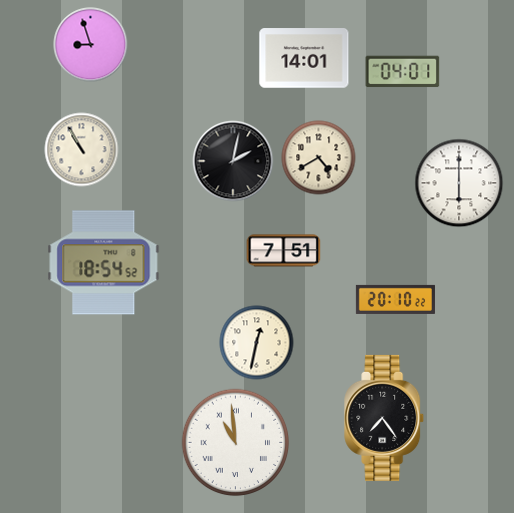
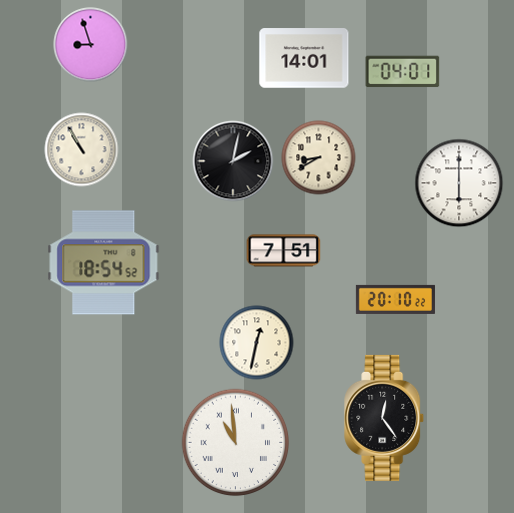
clock at (319, 158): 4:40 -> 8:40
clock at (385, 418): 7:24 -> 12:24
